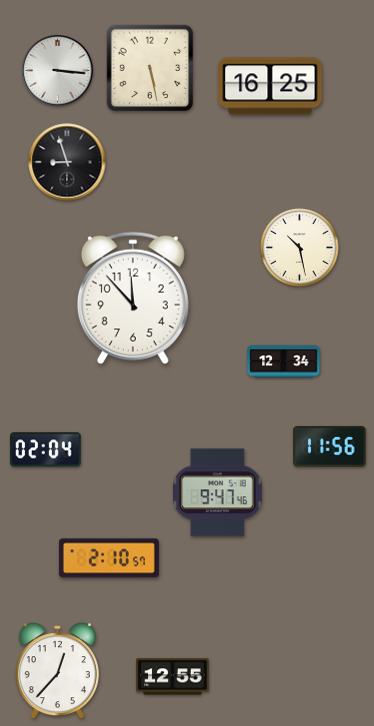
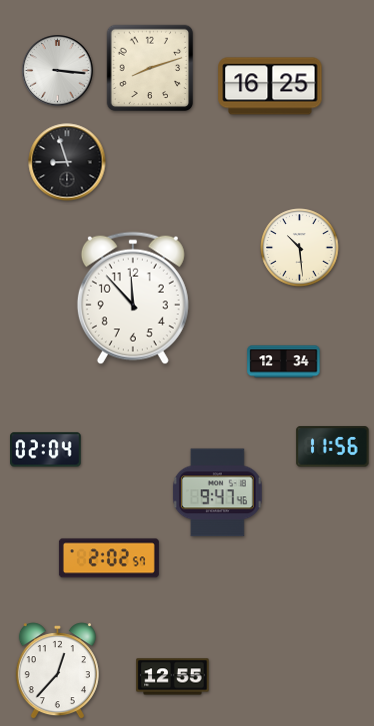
clock at (150, 68): 5:28 -> 8:12
clock at (300, 248): 10:28 -> 10:29
clock at (330, 447) position: (330, 447) -> (333, 447)
clock at (109, 558): 2:10 -> 2:02
